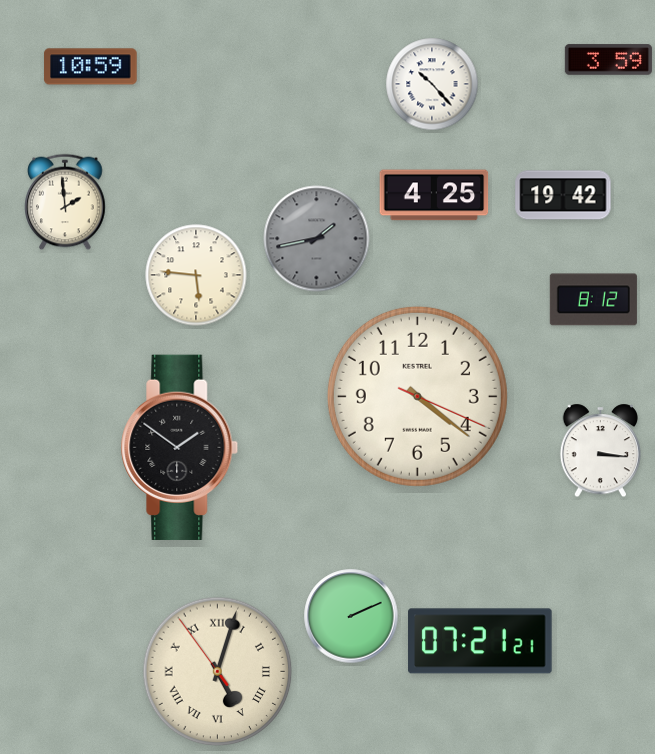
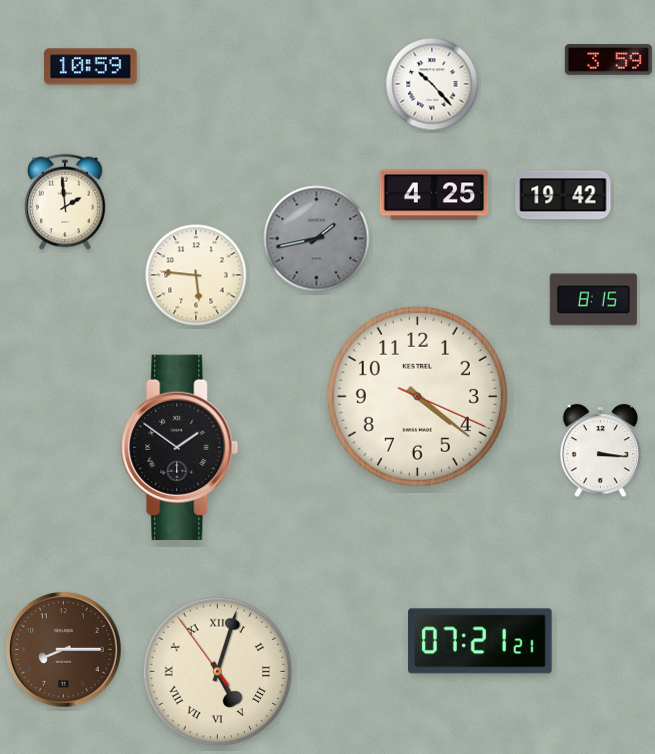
clock at (593, 300): 8:12 -> 8:15
clock at (351, 616): 2:11 -> none
clock at (64, 650): none -> 8:15
